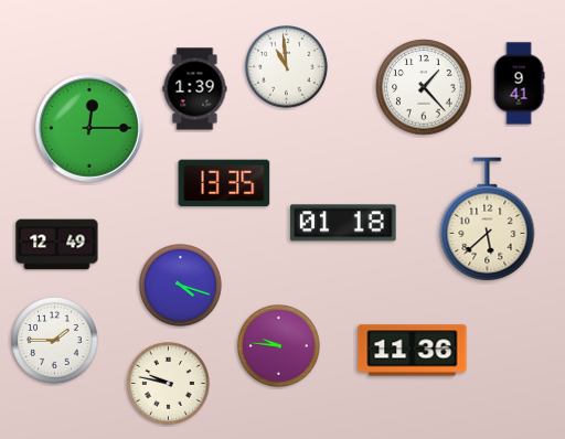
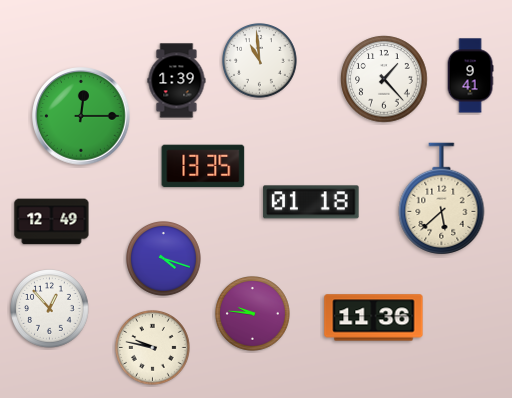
clock at (55, 341): 1:45 -> 12:53
